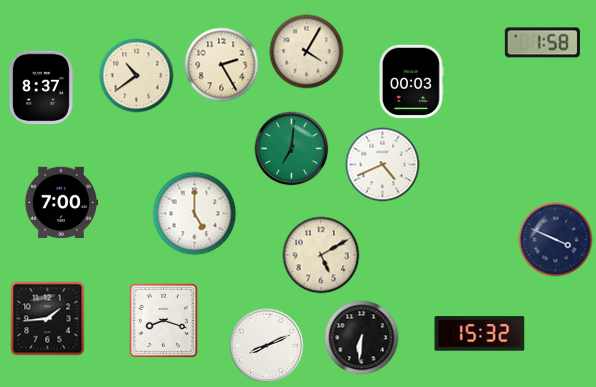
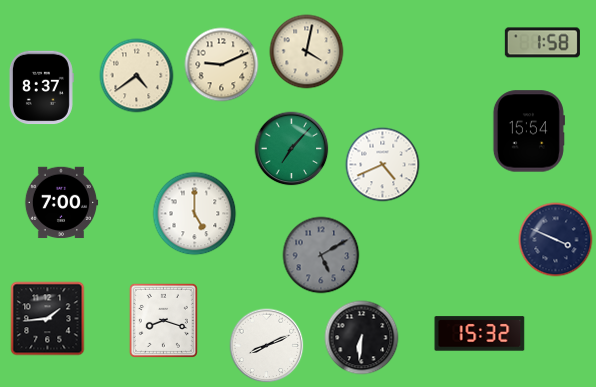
clock at (307, 52): 4:05 -> 4:02
clock at (222, 65): 2:25 -> 9:11
clock at (137, 76): 10:39 -> 4:39
clock at (411, 82): 00:03 -> none
clock at (529, 131): none -> 15:54
clock at (292, 149): 7:01 -> 7:07
clock at (321, 255) dial: cream -> grey
